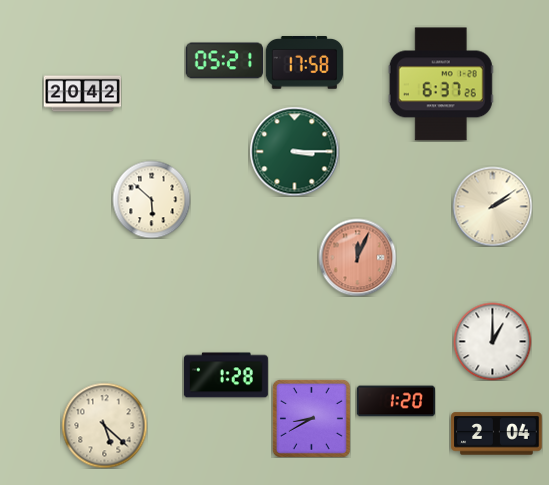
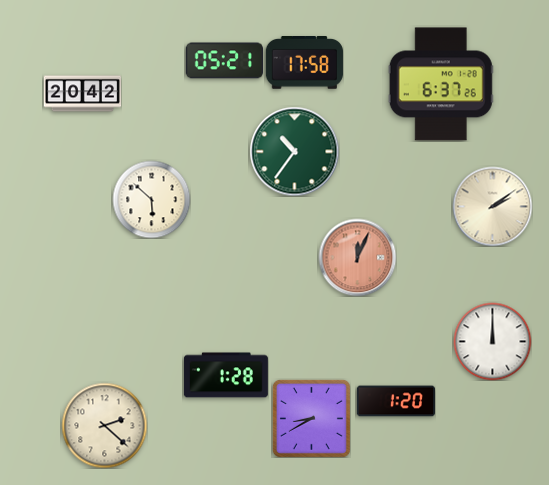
clock at (294, 151): 3:15 -> 10:36
clock at (492, 341): 1:00 -> 12:00
clock at (104, 425): 5:22 -> 2:22
clock at (497, 434): 2:04 -> none
